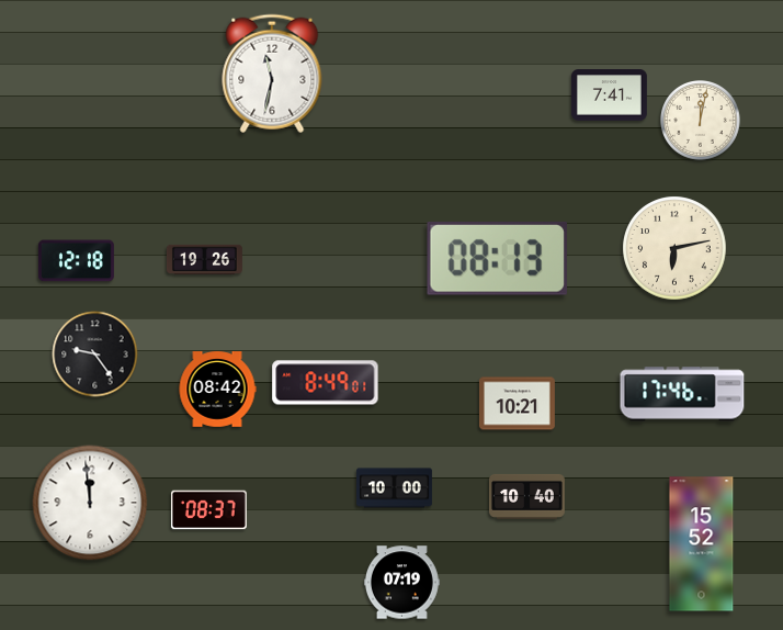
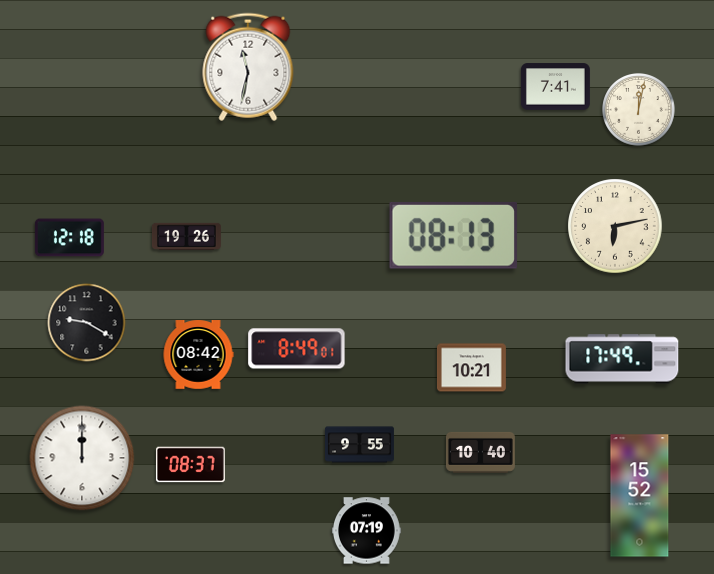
clock at (95, 355): 9:24 -> 9:20
clock at (682, 394): 17:46 -> 17:49
clock at (395, 488): 10:00 -> 9:55
clock at (90, 503): 11:59 -> 12:00
